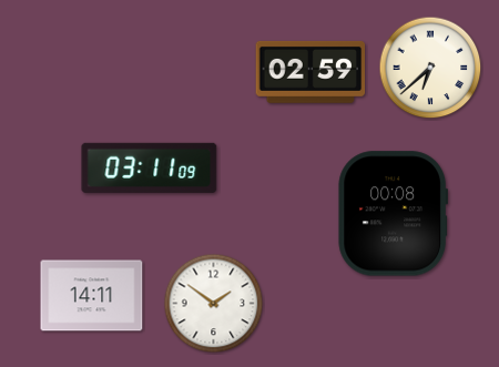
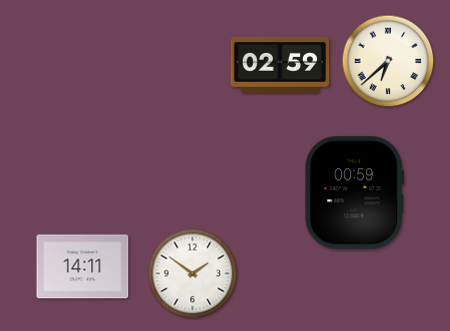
clock at (150, 167): 03:11 -> none
clock at (394, 214): 00:08 -> 00:59
